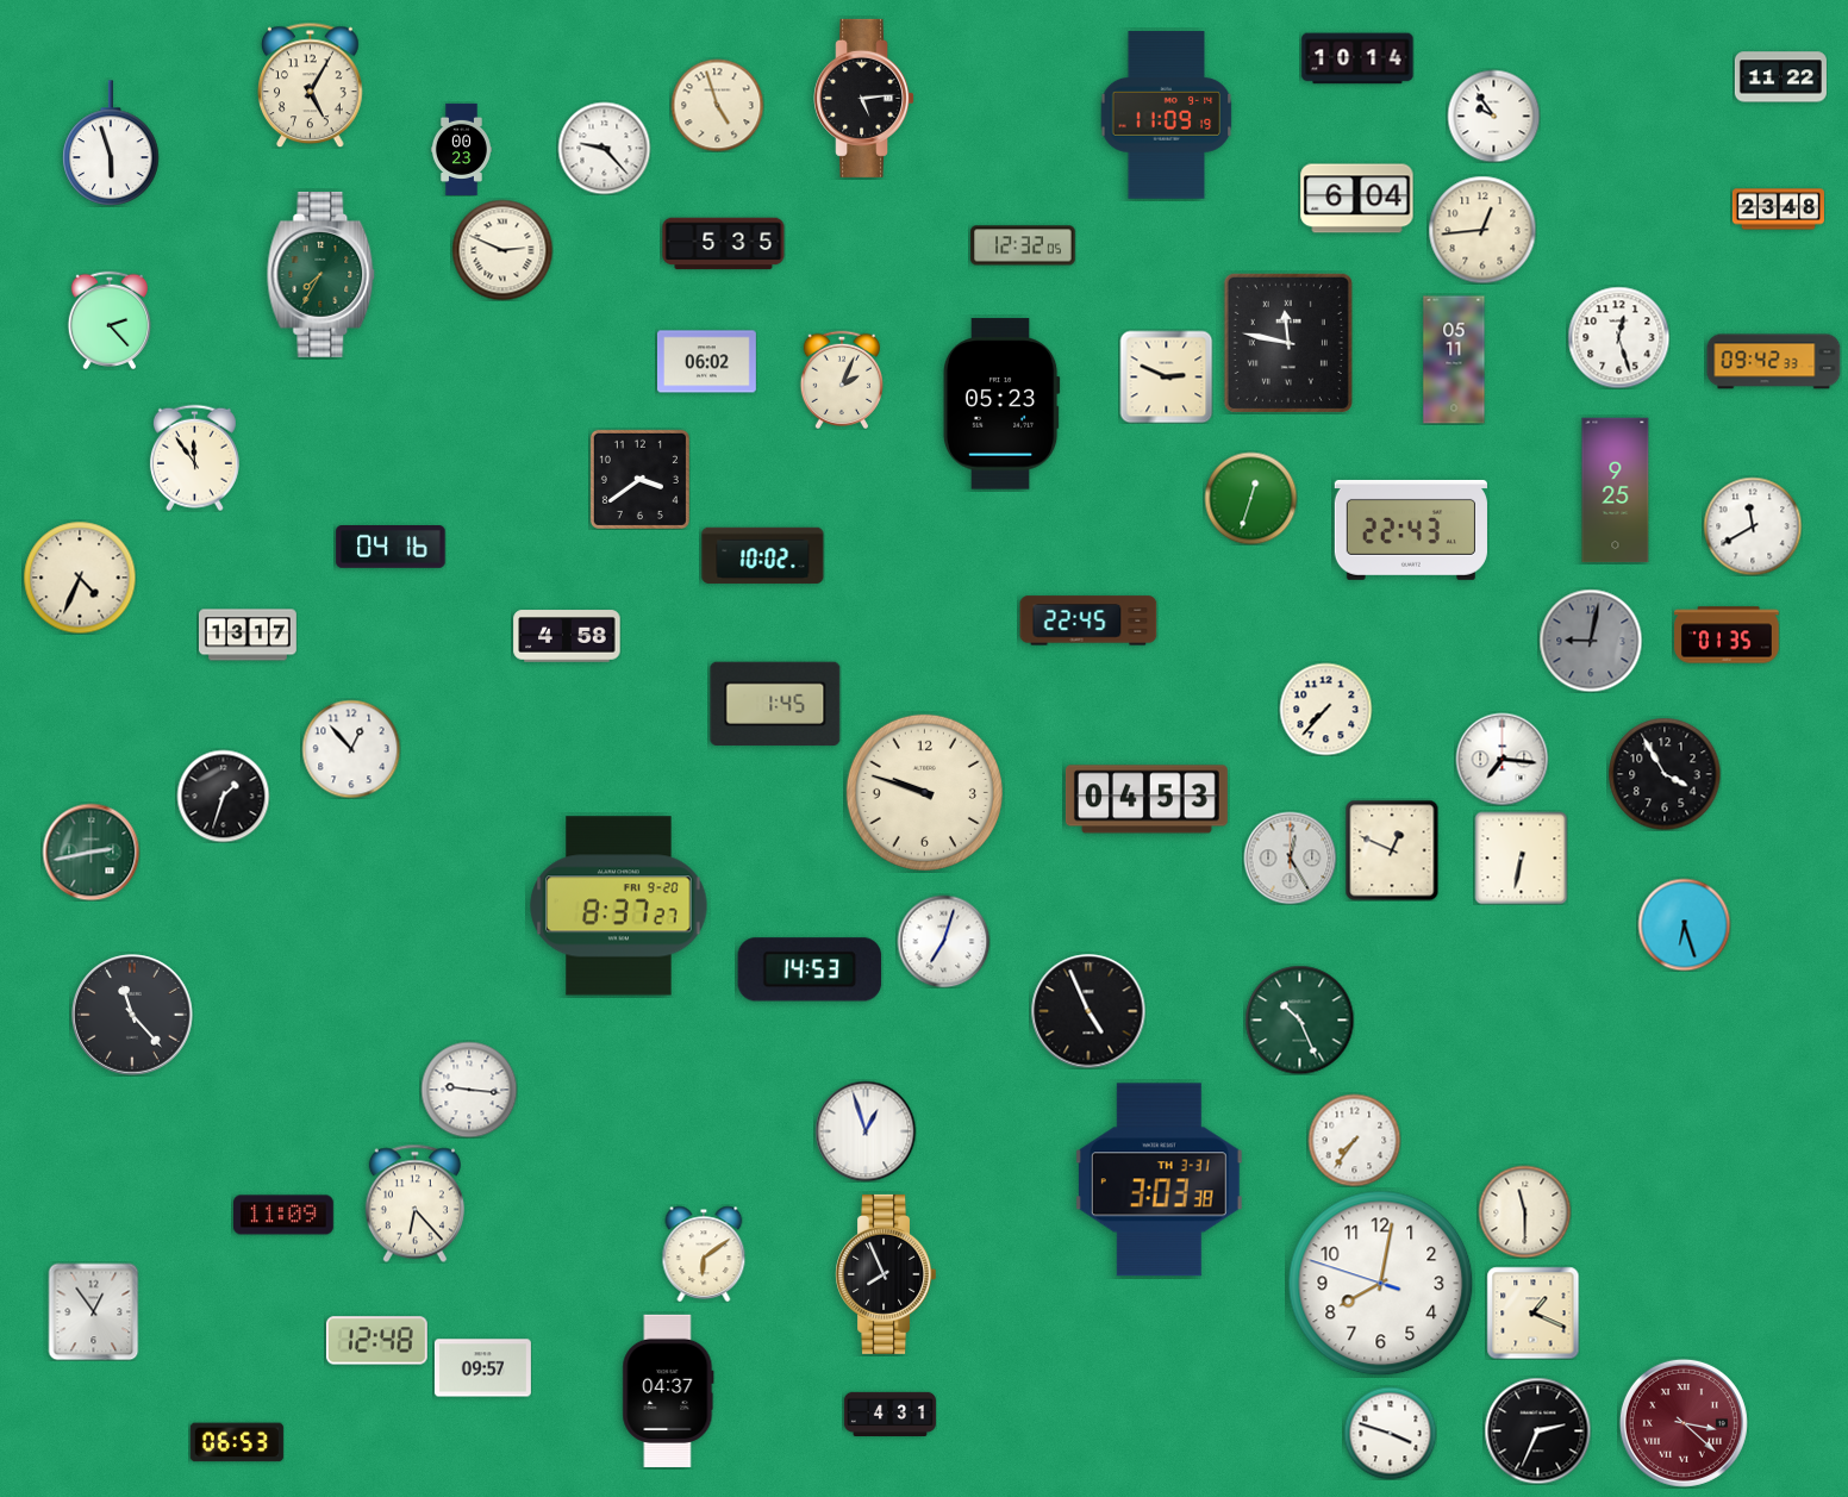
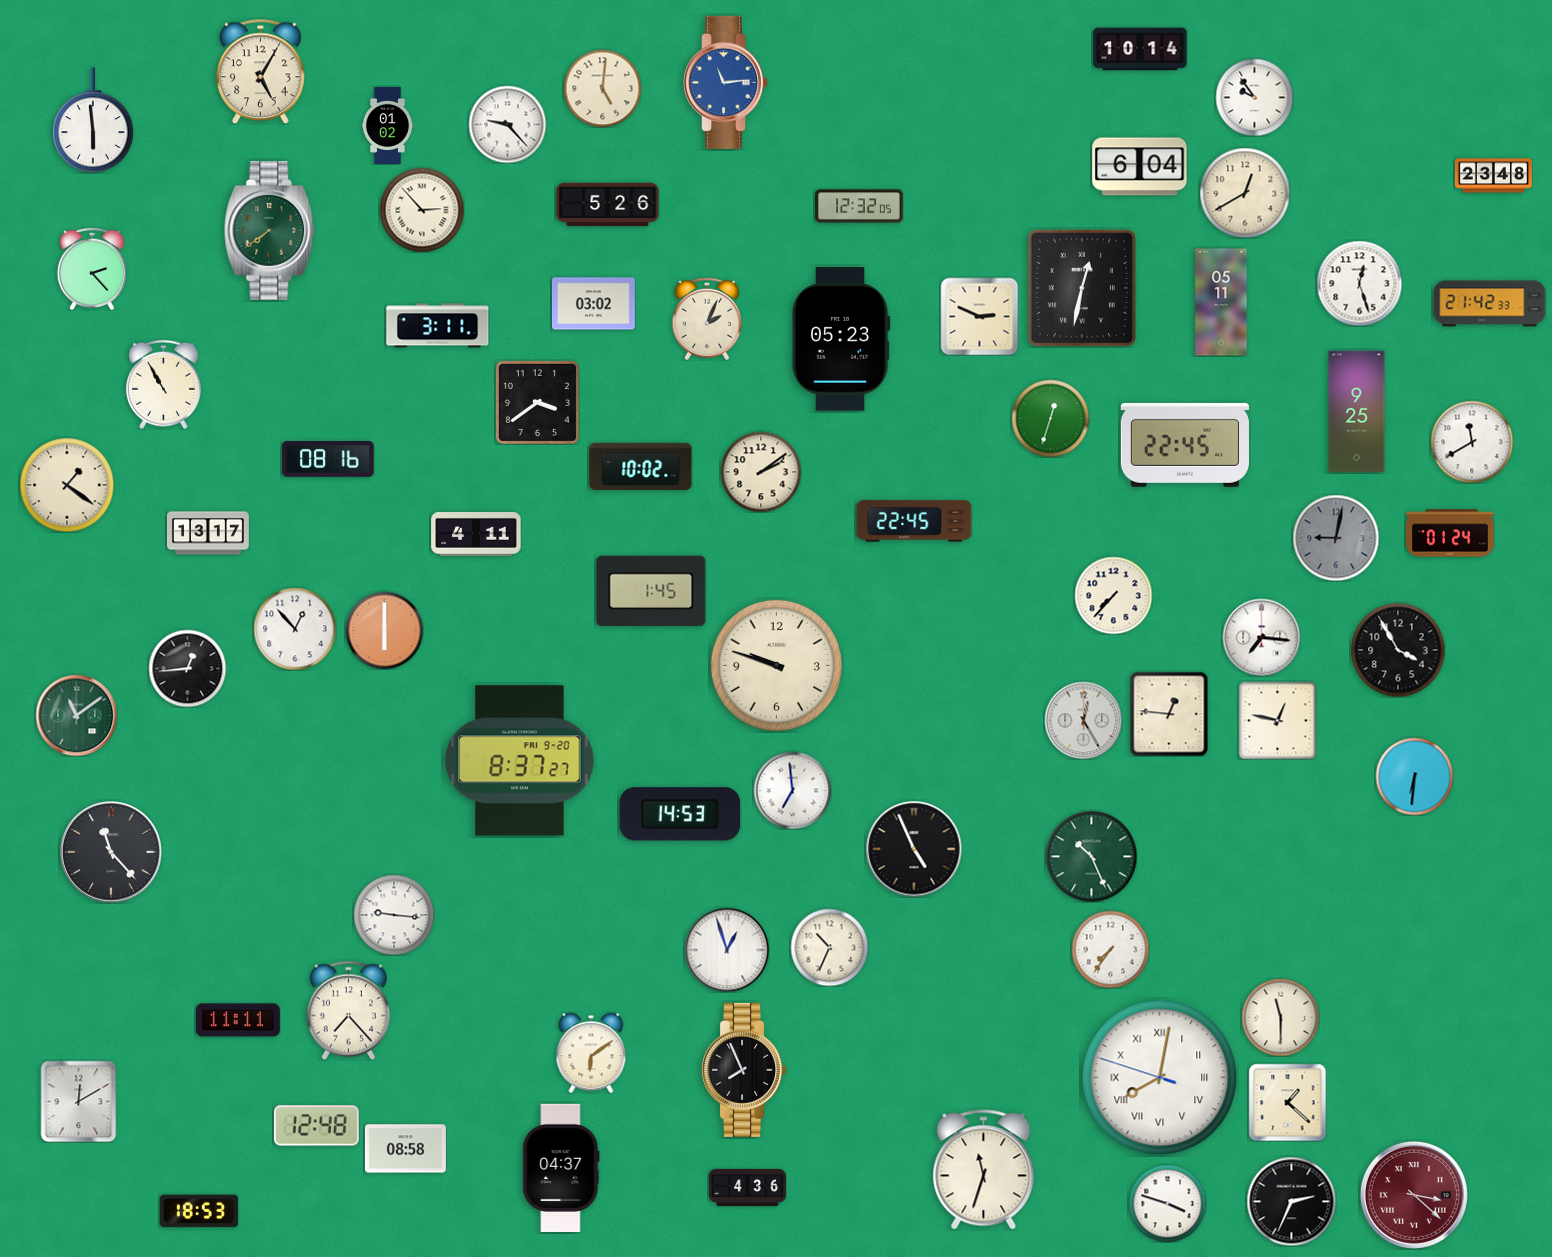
clock at (1780, 77): 11:22 -> none
clock at (864, 98): 5:14 -> 11:14
clock at (864, 98) dial: black -> blue
clock at (717, 105): 4:57 -> 5:01
clock at (1167, 116): 11:09 -> none
clock at (111, 143): 5:57 -> 5:59
clock at (461, 149): 00:23 -> 01:02
clock at (1482, 230): 12:44 -> 12:40
clock at (724, 244): 5:35 -> 5:26
clock at (502, 250): 2:49 -> 2:53
clock at (321, 275): 7:35 -> 7:39
clock at (1288, 343): 11:47 -> 12:32
clock at (706, 362): 06:02 -> 03:02
clock at (1774, 362): 09:42 -> 21:42
clock at (438, 326): none -> 3:11
clock at (194, 457): 11:54 -> 10:55
clock at (1411, 530): 22:43 -> 22:45
clock at (391, 548): 04:16 -> 08:16
clock at (761, 472): none -> 2:09
clock at (80, 578): 4:34 -> 1:21
clock at (1727, 635): 01:35 -> 01:24
clock at (567, 636): 4:58 -> 4:11
clock at (384, 630): none -> 6:00
clock at (223, 796): 1:33 -> 12:44
clock at (1147, 799): 04:53 -> none
clock at (1392, 850): 12:49 -> 12:46
clock at (90, 852): 2:43 -> 11:09
clock at (1521, 857): 6:32 -> 12:47
clock at (1684, 924): 6:27 -> 6:31
clock at (943, 941): 7:03 -> 6:59
clock at (829, 947): none -> 10:34
clock at (1354, 1140) position: (1354, 1140) -> (1110, 949)
clock at (1159, 1180): 3:03 -> none
clock at (414, 1203): 6:23 -> 7:23
clock at (285, 1215): 11:09 -> 11:11
clock at (1381, 1284) numerals: Arabic -> Roman
clock at (94, 1311): 12:54 -> 12:10
clock at (1532, 1312): 1:19 -> 1:22
clock at (482, 1368): 09:57 -> 08:58
clock at (984, 1170): none -> 11:33
clock at (889, 1414): 4:31 -> 4:36
clock at (237, 1442): 06:53 -> 18:53
